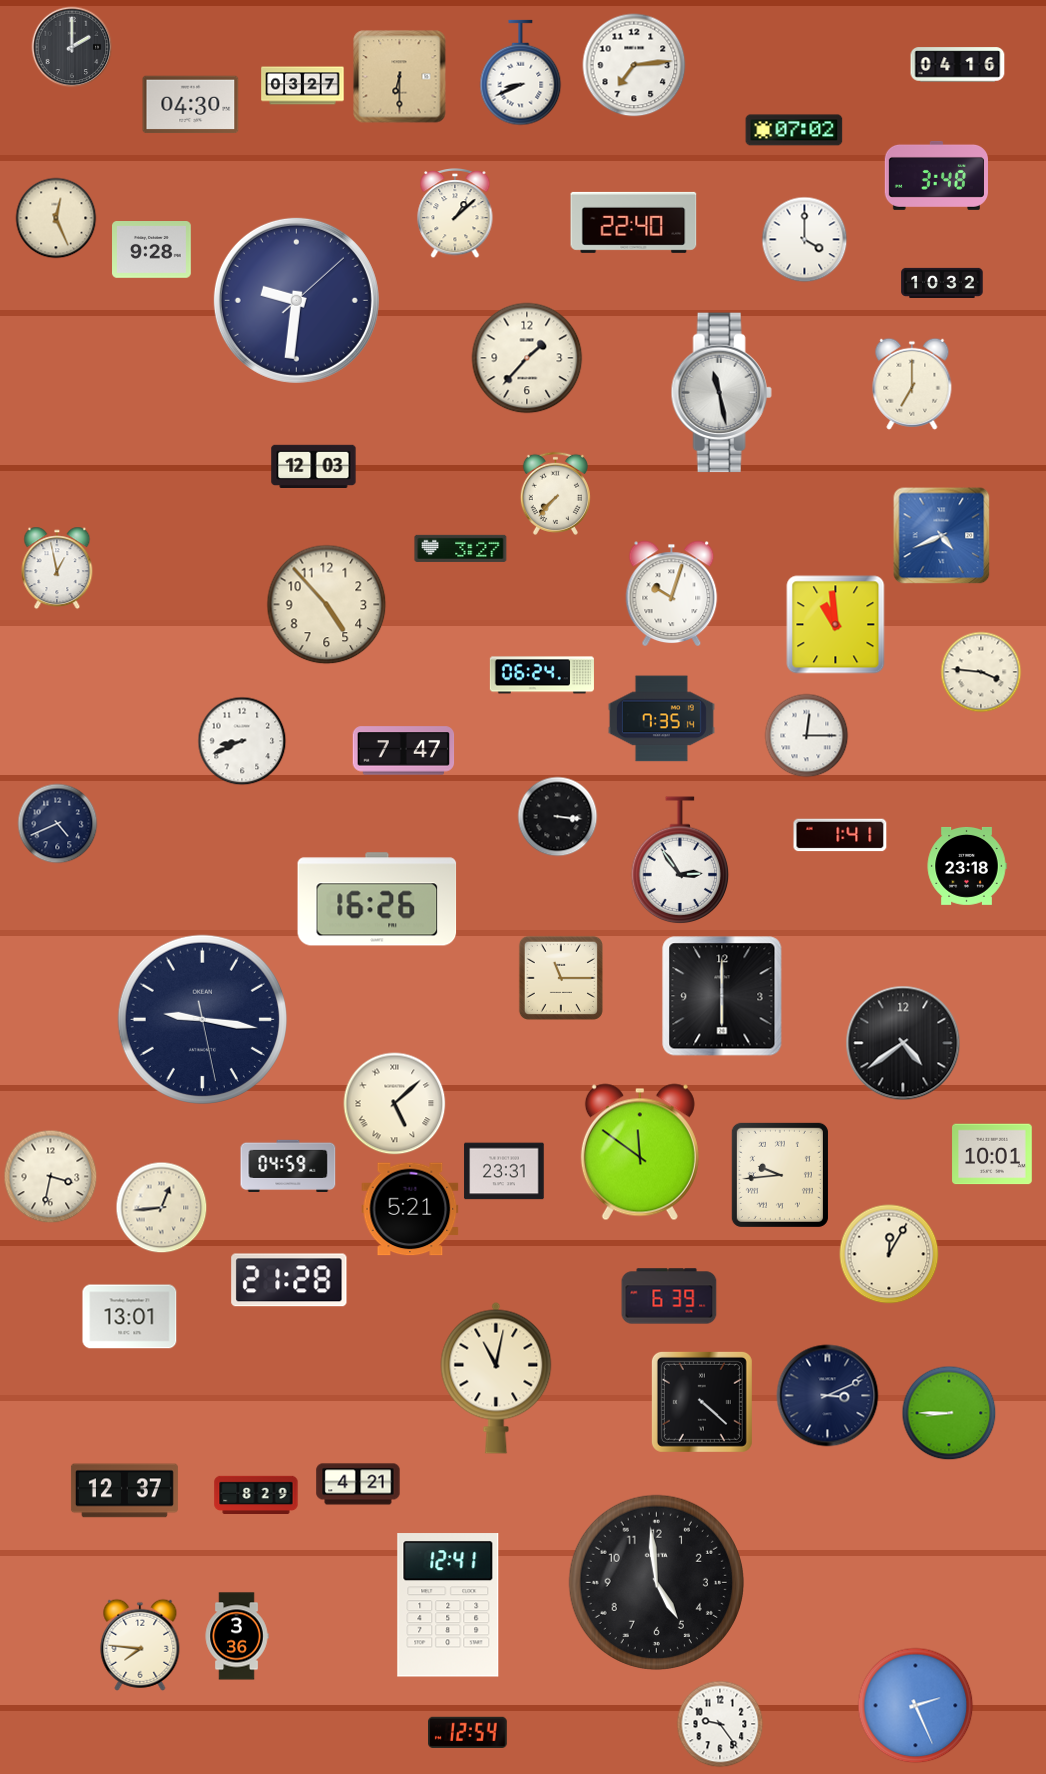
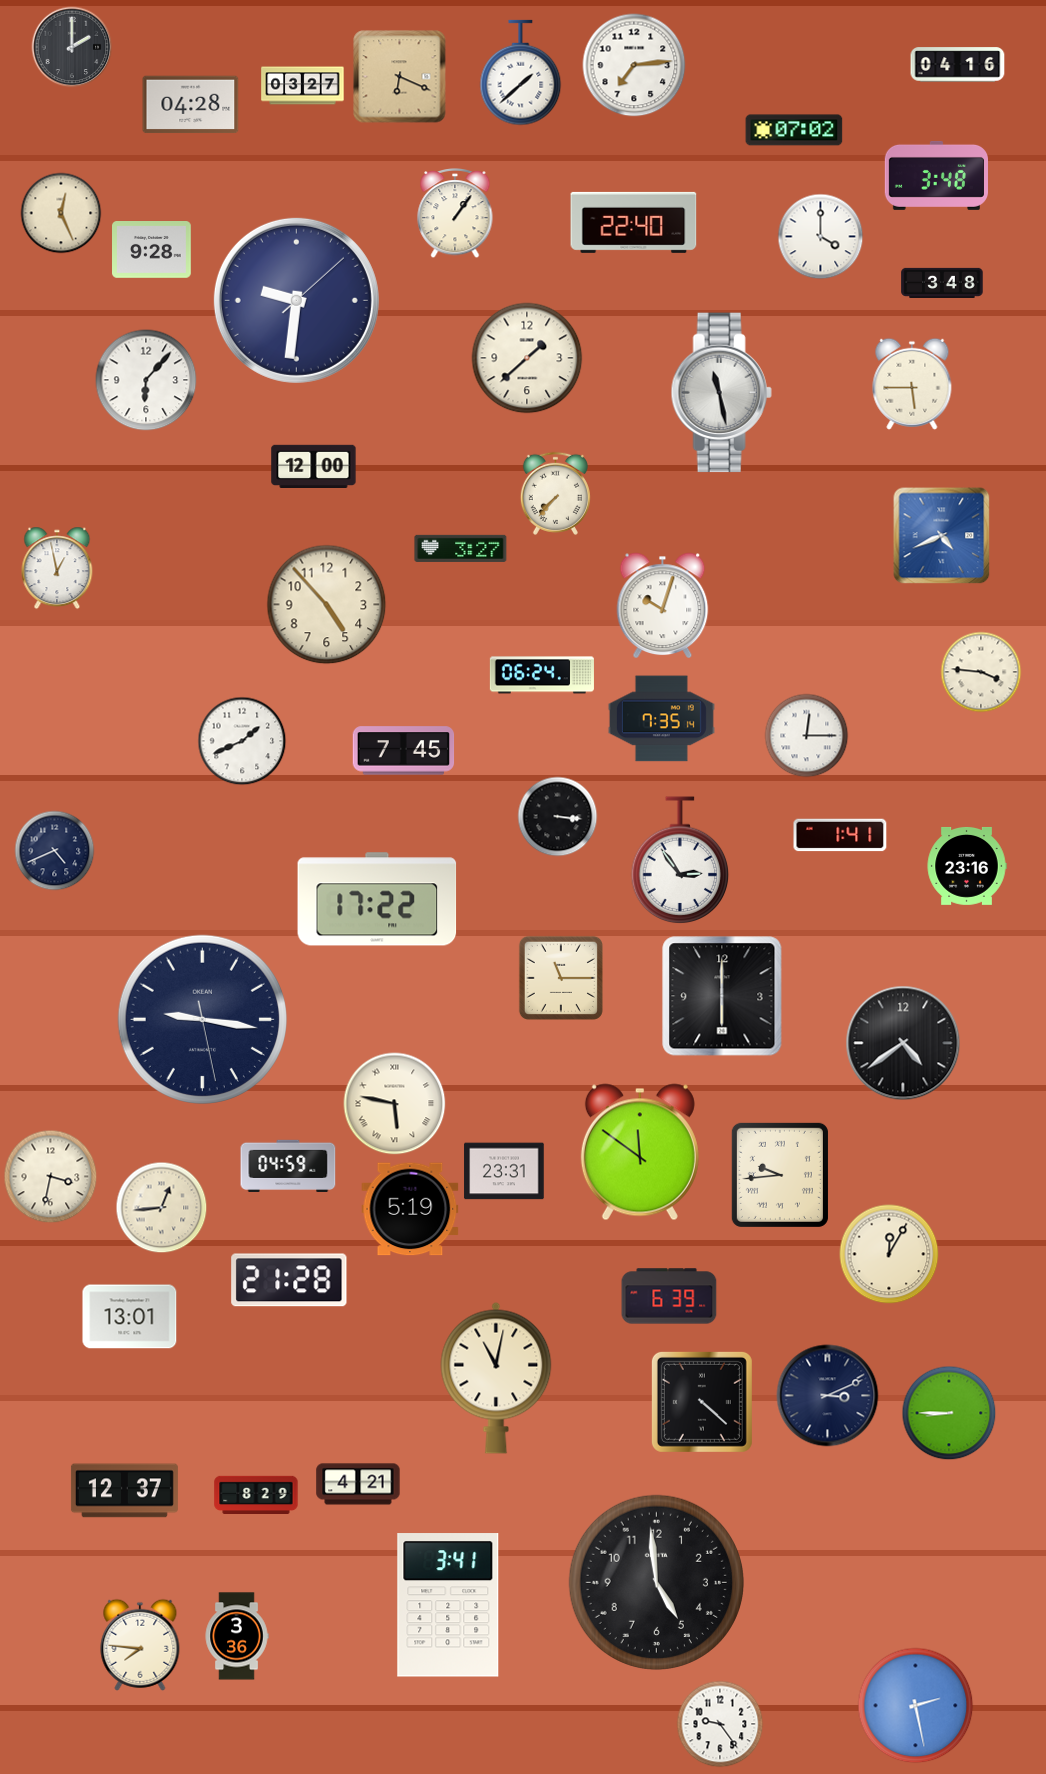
clock at (521, 73): 8:41 -> 1:38
clock at (400, 77): 6:30 -> 6:19
clock at (191, 105): 04:30 -> 04:28
clock at (455, 214): 1:08 -> 1:06
clock at (56, 218) position: (56, 218) -> (61, 213)
clock at (805, 240) position: (805, 240) -> (821, 237)
clock at (942, 282): 10:32 -> 3:48
clock at (527, 358): 1:37 -> 1:38
clock at (146, 380): none -> 6:07
clock at (912, 384): 7:00 -> 5:45
clock at (314, 466): 12:03 -> 12:00
clock at (672, 593) position: (672, 593) -> (663, 605)
clock at (836, 625): 10:59 -> none
clock at (242, 741): 8:41 -> 1:41
clock at (404, 751): 7:47 -> 7:45
clock at (58, 824) position: (58, 824) -> (55, 851)
clock at (967, 866): 23:18 -> 23:16
clock at (377, 899): 16:26 -> 17:22
clock at (395, 1104): 5:08 -> 5:47
clock at (992, 1154): 10:01 -> none
clock at (410, 1209): 5:21 -> 5:19
clock at (448, 1605): 12:41 -> 3:41
clock at (916, 1706): 2:26 -> 2:28
clock at (468, 1732): 12:54 -> none
